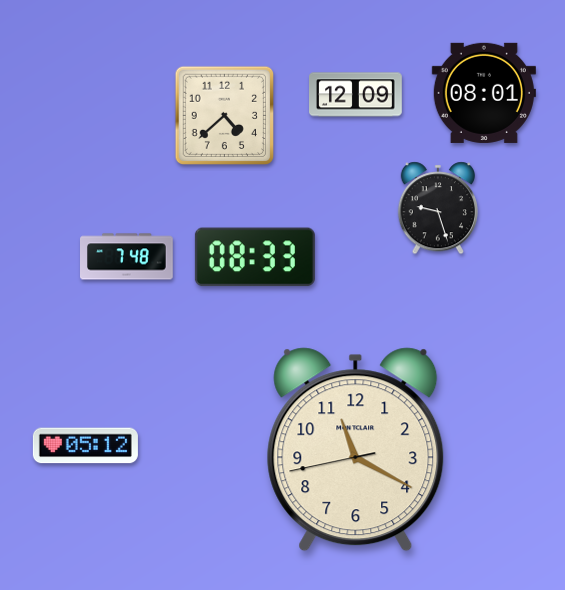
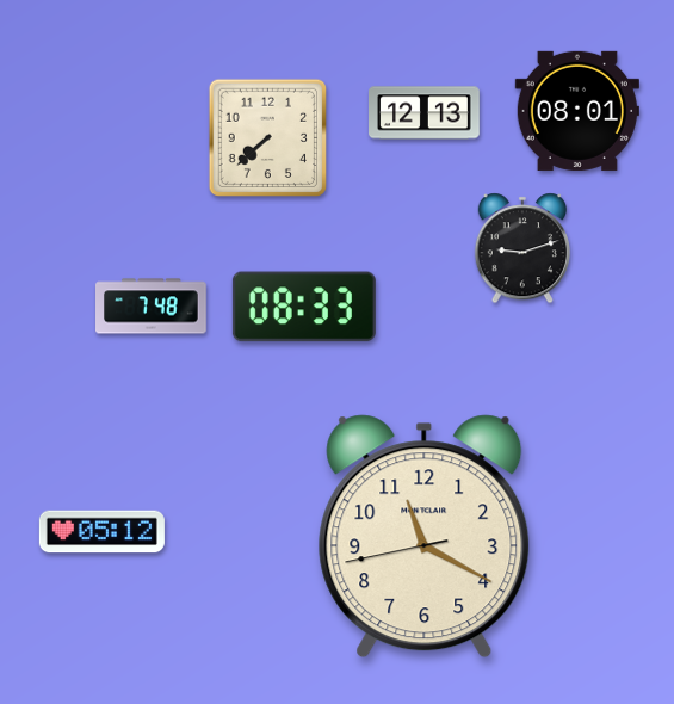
clock at (356, 95): 12:09 -> 12:13
clock at (225, 116): 4:38 -> 7:38
clock at (437, 208): 9:27 -> 9:12
